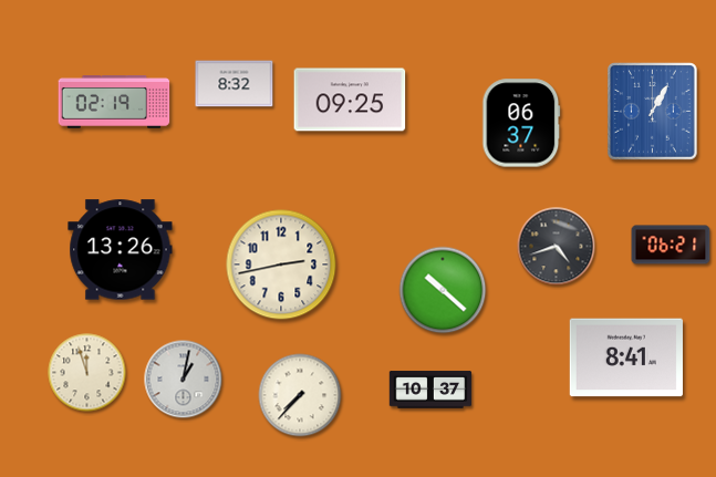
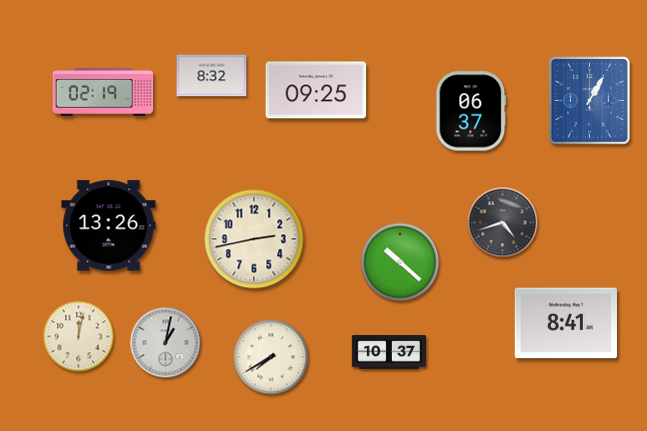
clock at (671, 245): 06:21 -> none
clock at (87, 373): 11:57 -> 12:02
clock at (300, 395): 7:37 -> 7:40
